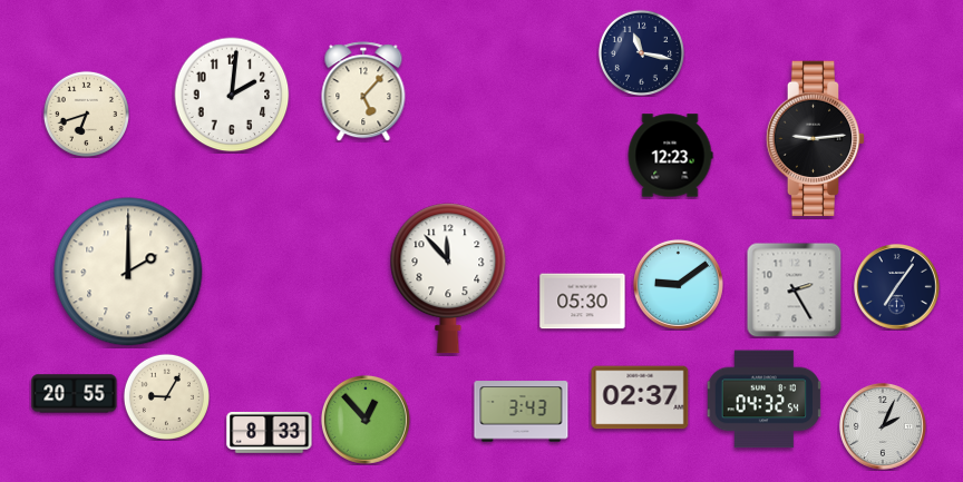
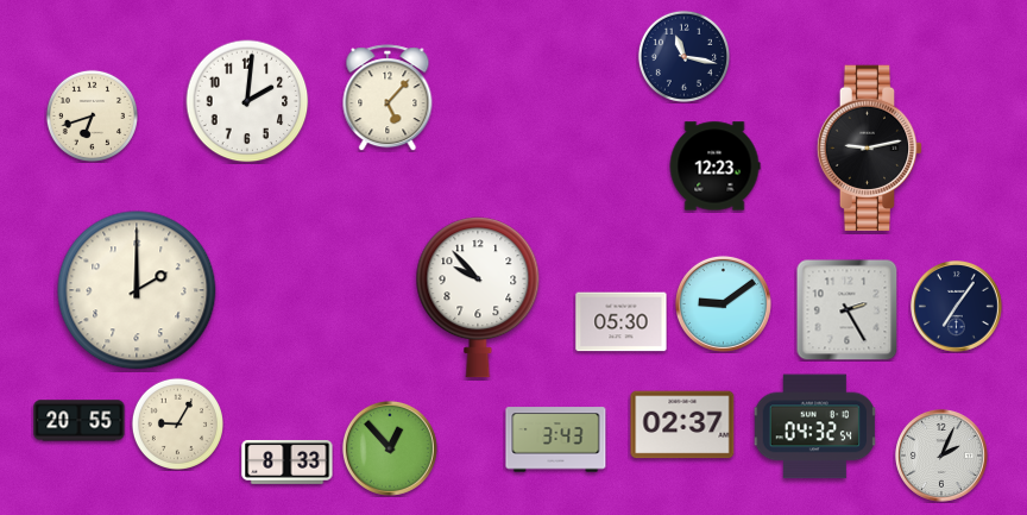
clock at (86, 114) position: (86, 114) -> (92, 115)
clock at (816, 139): 9:14 -> 9:13
clock at (448, 278): 11:53 -> 9:53
